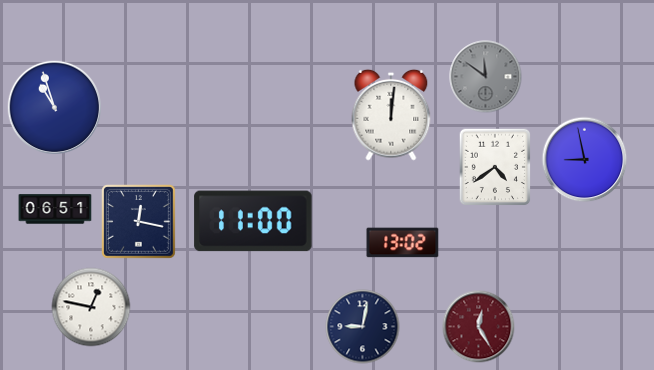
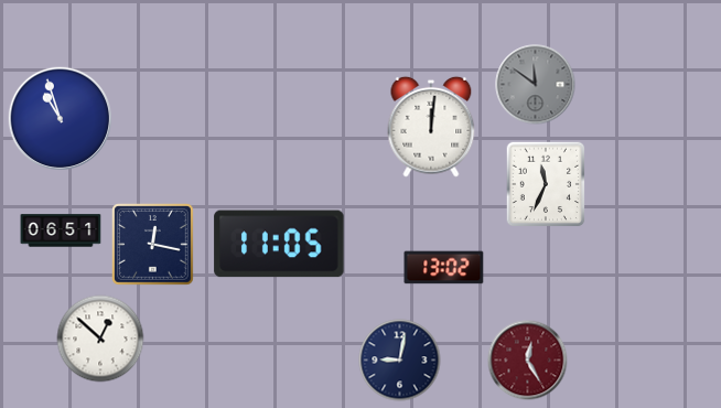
clock at (585, 160): 8:58 -> none
clock at (495, 167): 4:39 -> 11:34
clock at (253, 221): 11:00 -> 11:05
clock at (91, 307): 12:47 -> 12:52
